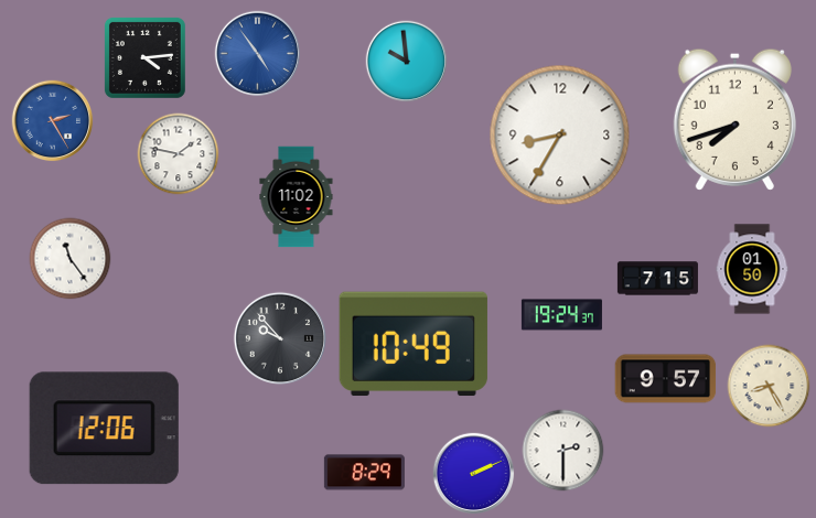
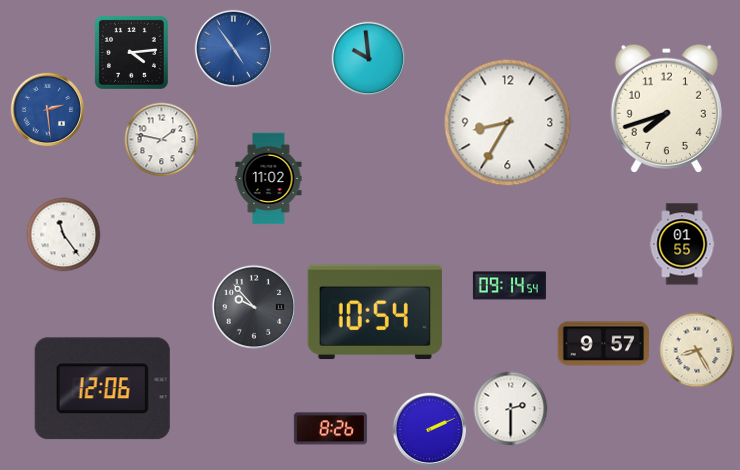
clock at (407, 62) position: (407, 62) -> (369, 59)
clock at (53, 121): 2:25 -> 2:29
clock at (752, 269): 01:50 -> 01:55
clock at (657, 279): 7:15 -> none
clock at (561, 315): 19:24 -> 09:14
clock at (414, 344): 10:49 -> 10:54
clock at (104, 429) position: (104, 429) -> (102, 389)
clock at (364, 473): 8:29 -> 8:26
